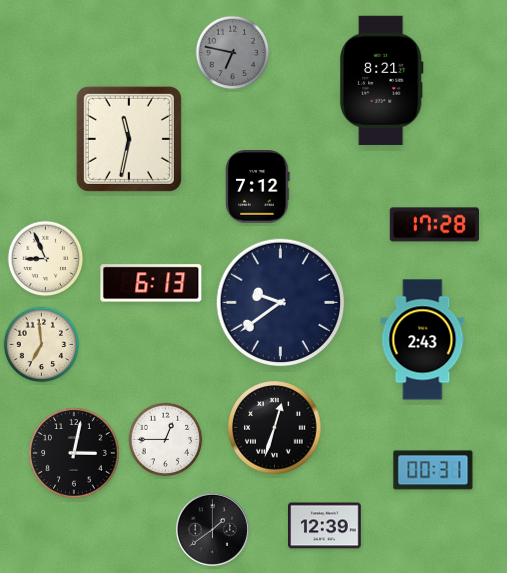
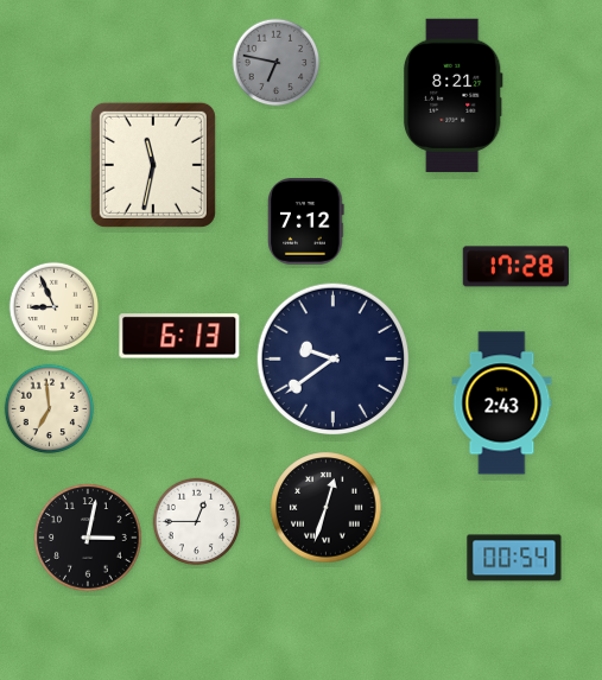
clock at (433, 470): 00:31 -> 00:54
clock at (325, 526): 12:39 -> none
clock at (212, 529): 1:39 -> none
